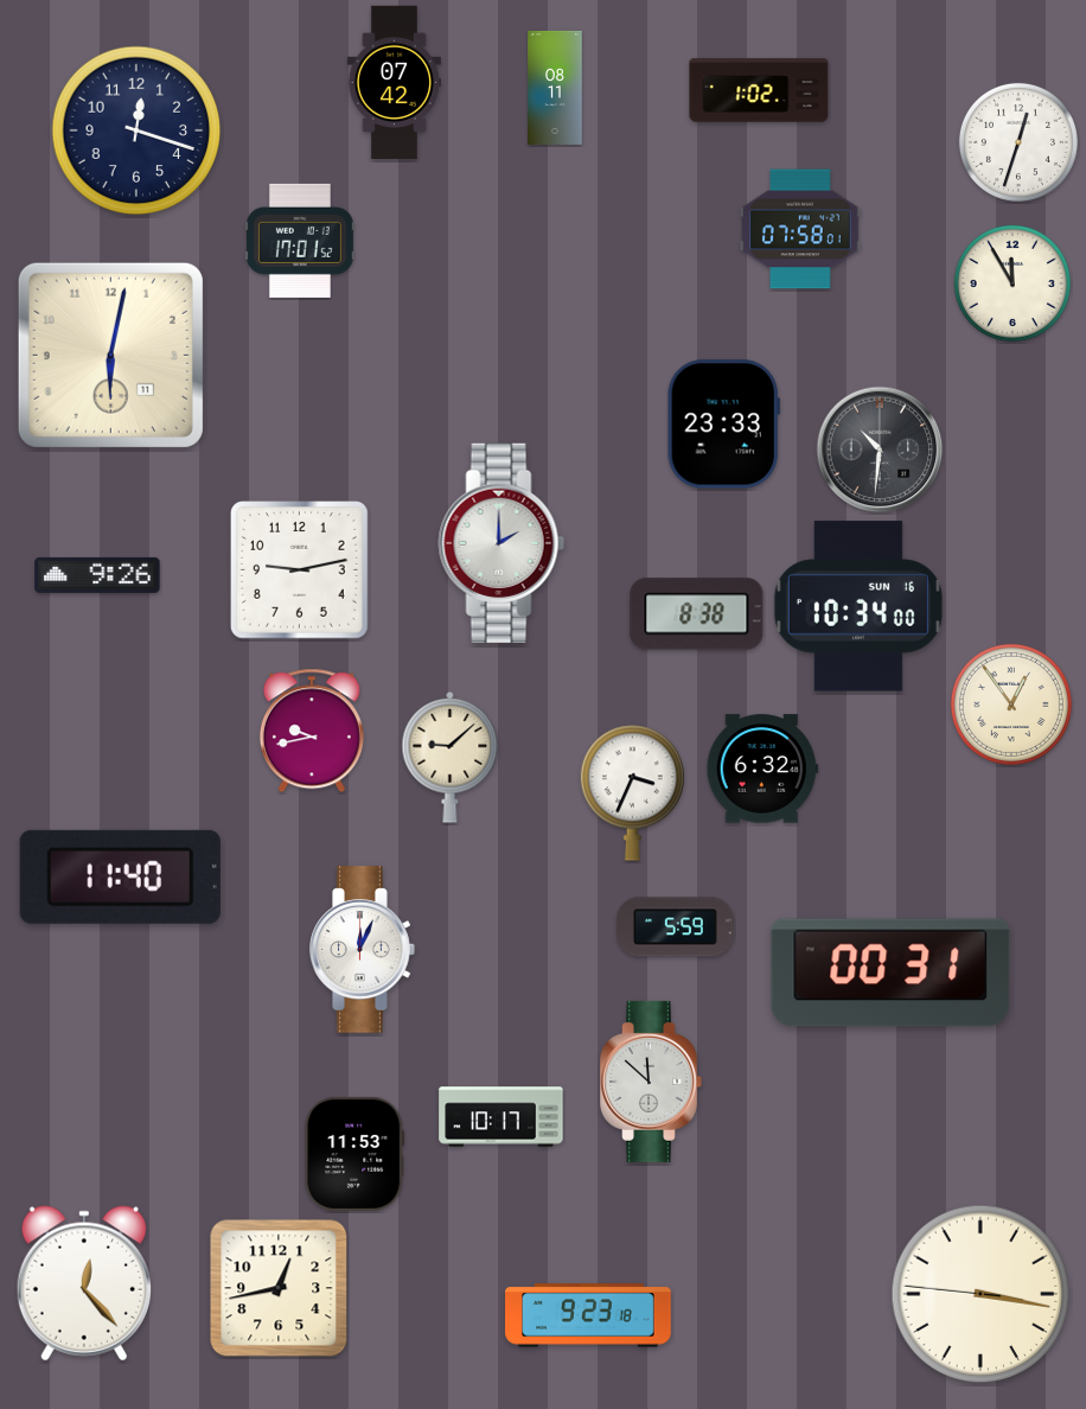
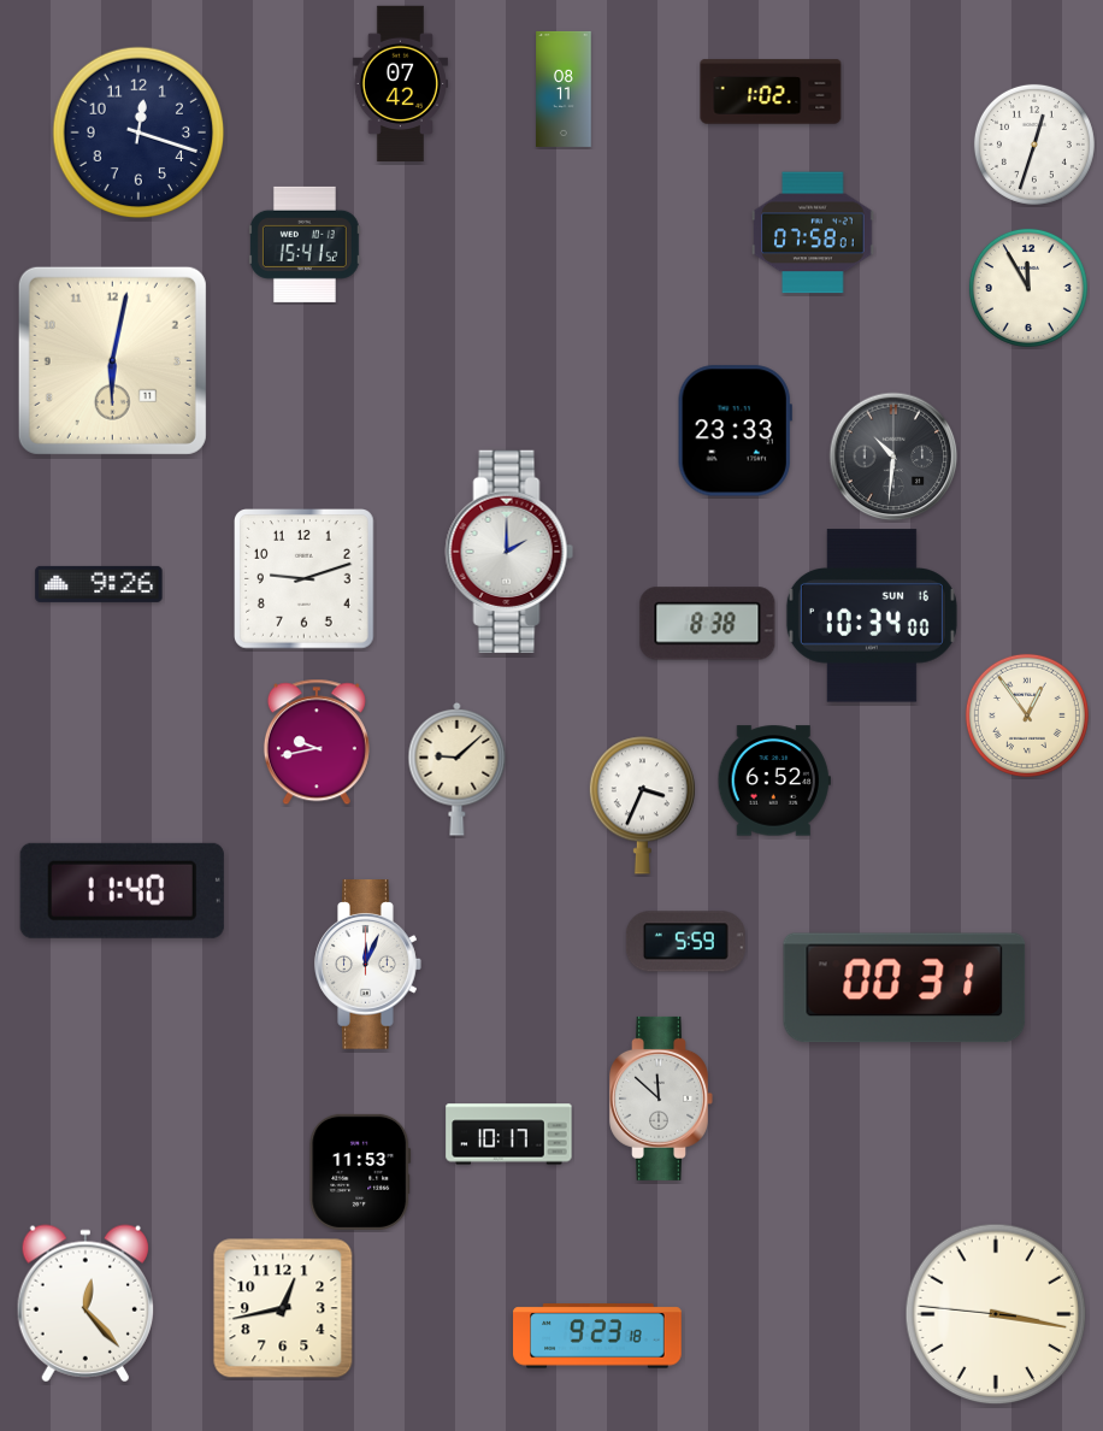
clock at (300, 241): 17:01 -> 15:41
clock at (300, 570): 9:13 -> 9:12
clock at (762, 769): 6:32 -> 6:52
